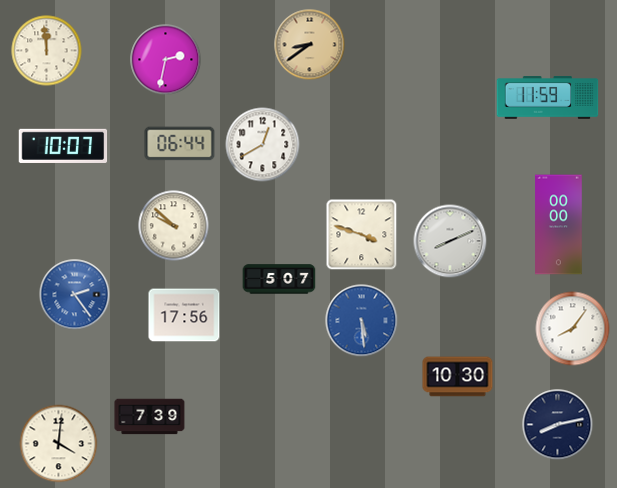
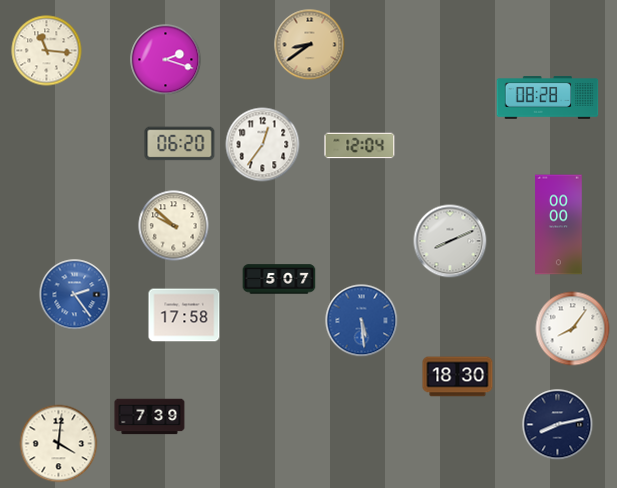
clock at (47, 51): 11:59 -> 11:16
clock at (166, 60): 2:32 -> 2:18
clock at (548, 98): 11:59 -> 08:28
clock at (180, 144): 06:44 -> 06:20
clock at (263, 145): 12:40 -> 12:36
clock at (63, 146): 10:07 -> none
clock at (360, 146): none -> 12:04
clock at (362, 235): 3:48 -> none
clock at (184, 315): 17:56 -> 17:58
clock at (458, 377): 10:30 -> 18:30
